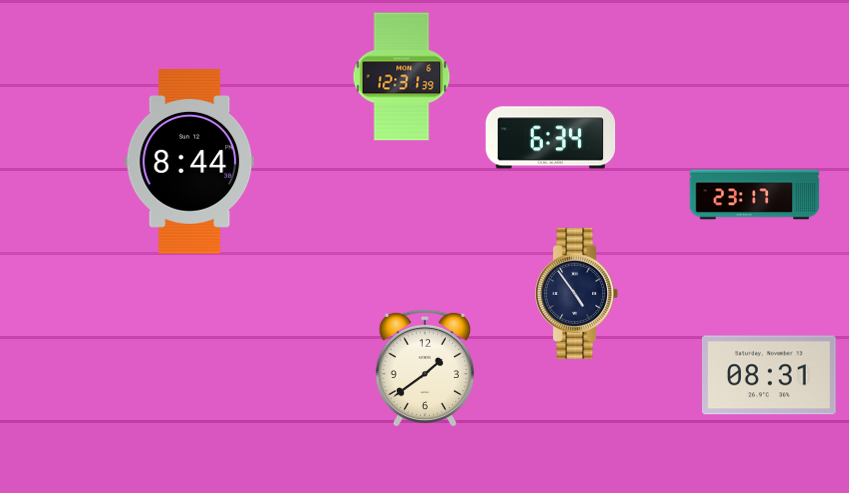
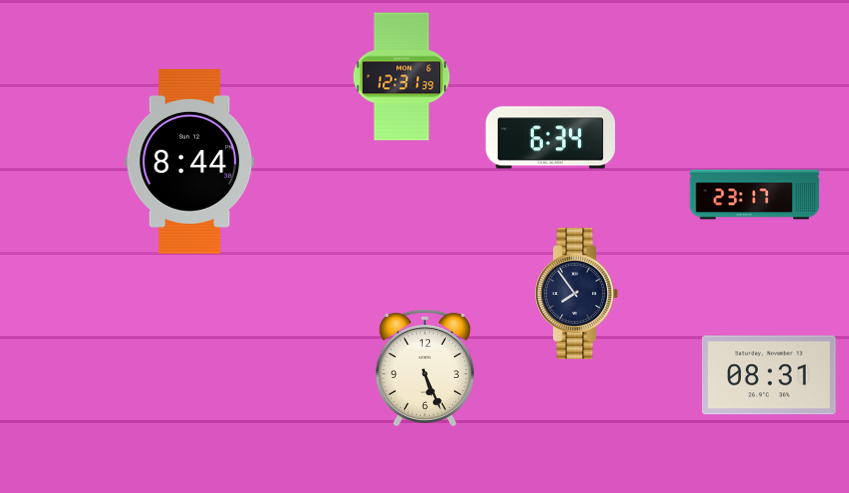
clock at (577, 293): 4:54 -> 7:54
clock at (425, 368): 1:39 -> 5:26
